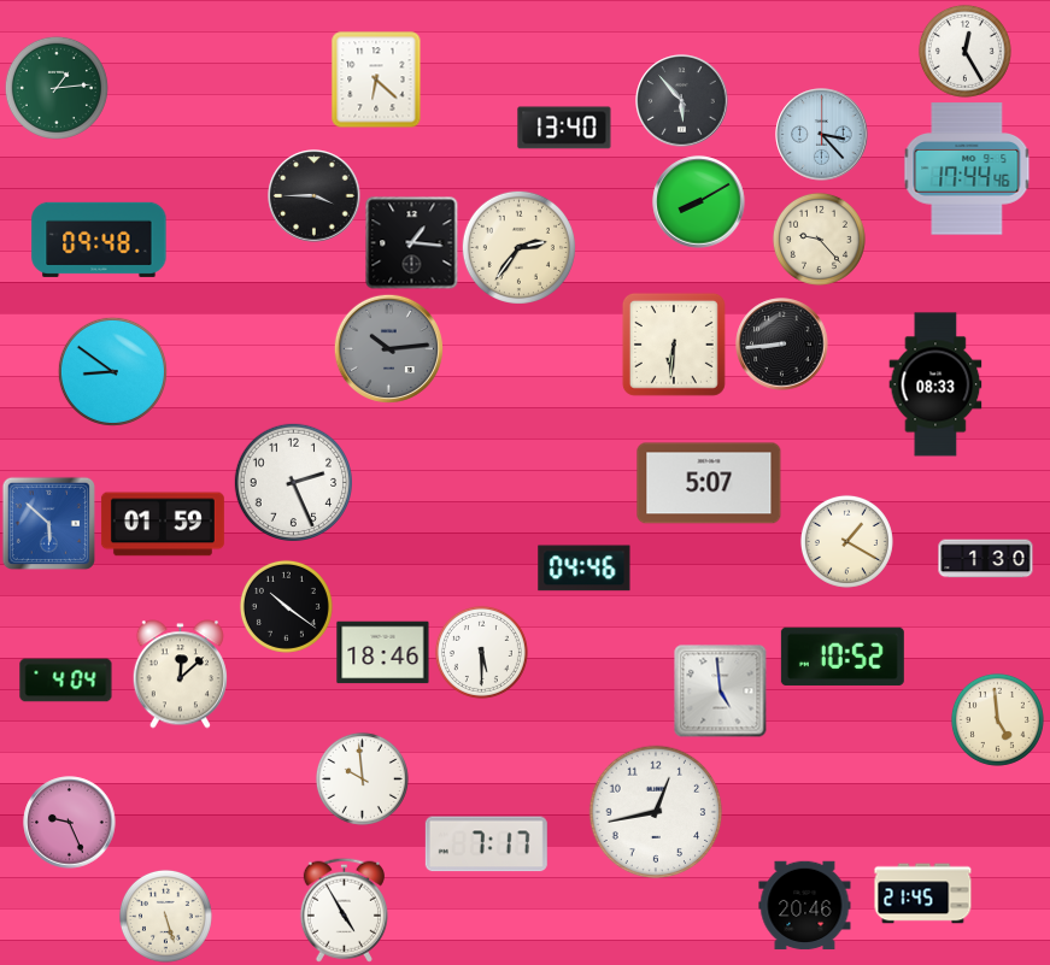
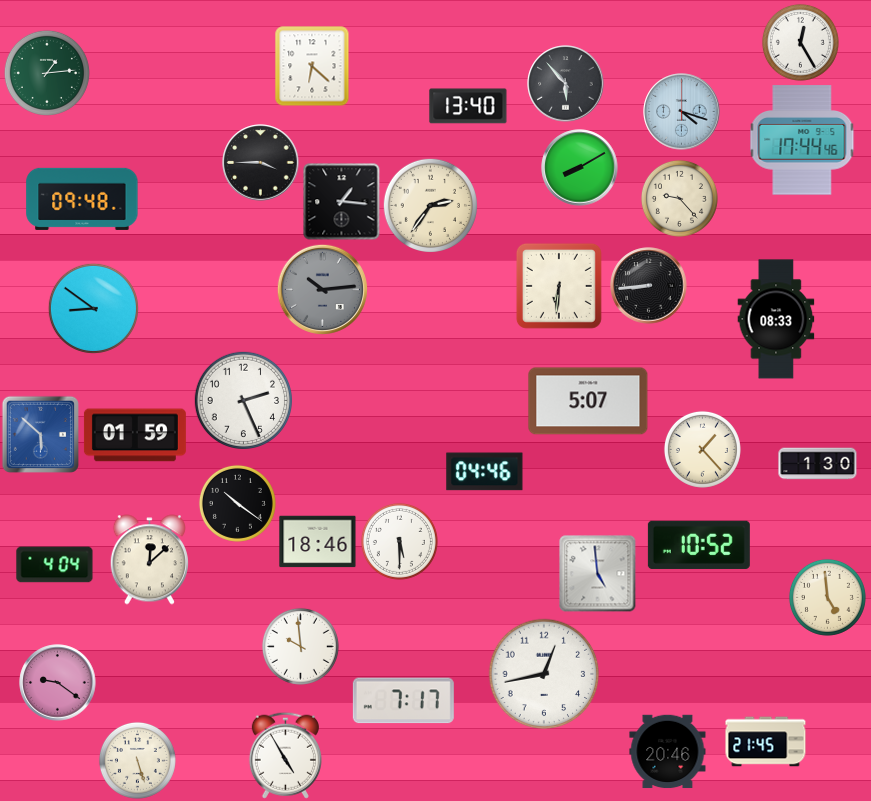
clock at (822, 135): 3:23 -> 4:18
clock at (846, 541): 1:20 -> 1:23
clock at (70, 823): 9:26 -> 9:21
